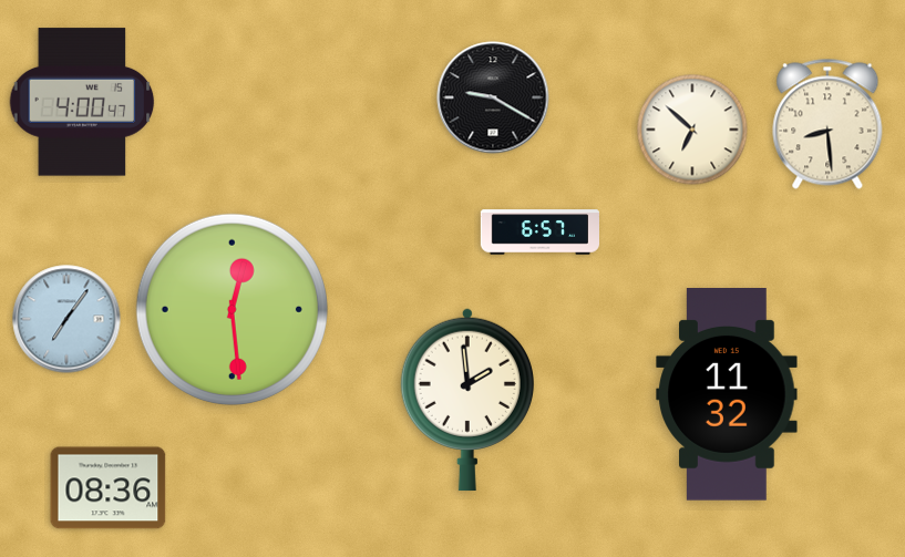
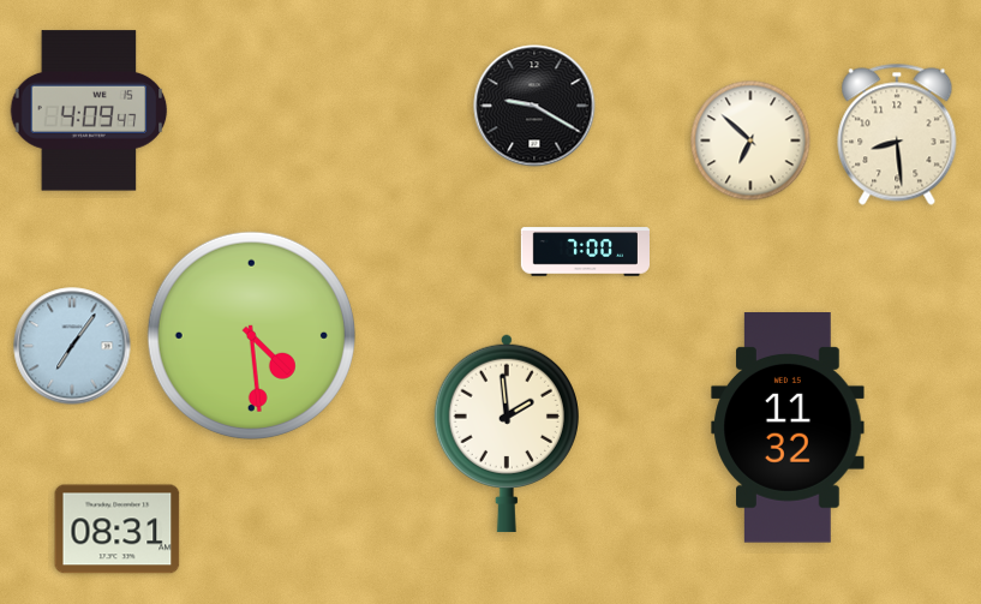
clock at (82, 102): 4:00 -> 4:09
clock at (539, 233): 6:57 -> 7:00
clock at (232, 309): 12:29 -> 4:29
clock at (109, 488): 08:36 -> 08:31
